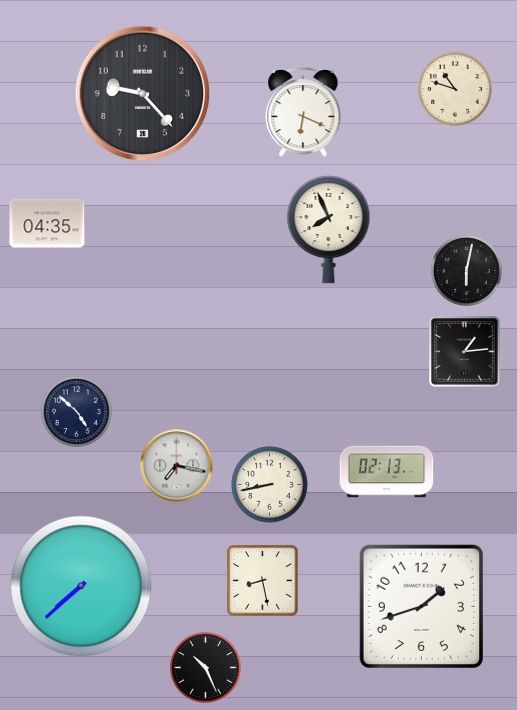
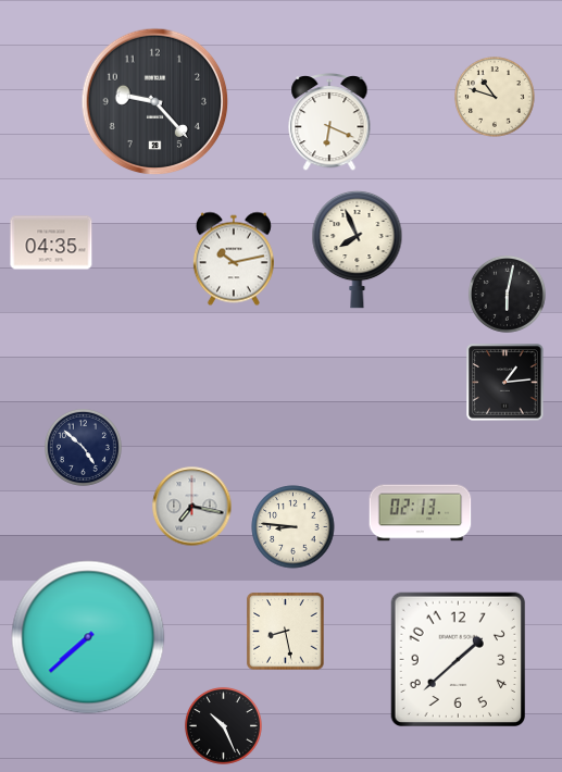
clock at (234, 259): none -> 10:13
clock at (270, 485): 8:43 -> 8:46
clock at (421, 606): 1:42 -> 1:38
